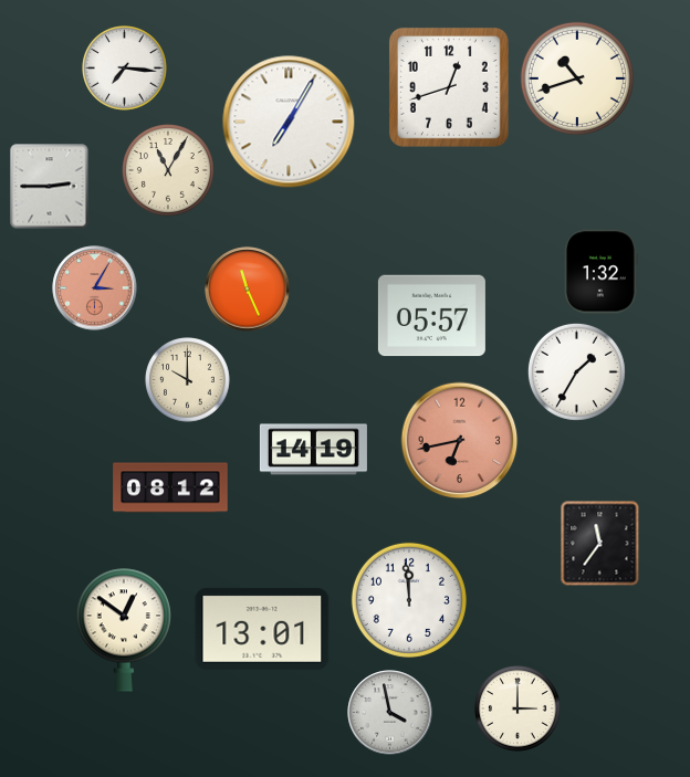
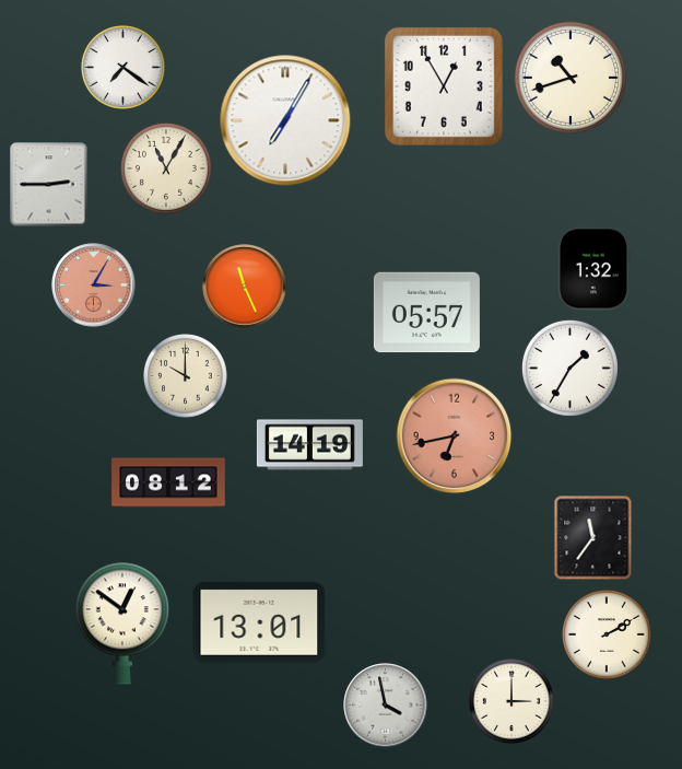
clock at (125, 69): 7:16 -> 7:21
clock at (449, 87): 12:42 -> 12:55
clock at (409, 600): 11:59 -> none
clock at (607, 634): none -> 2:10
